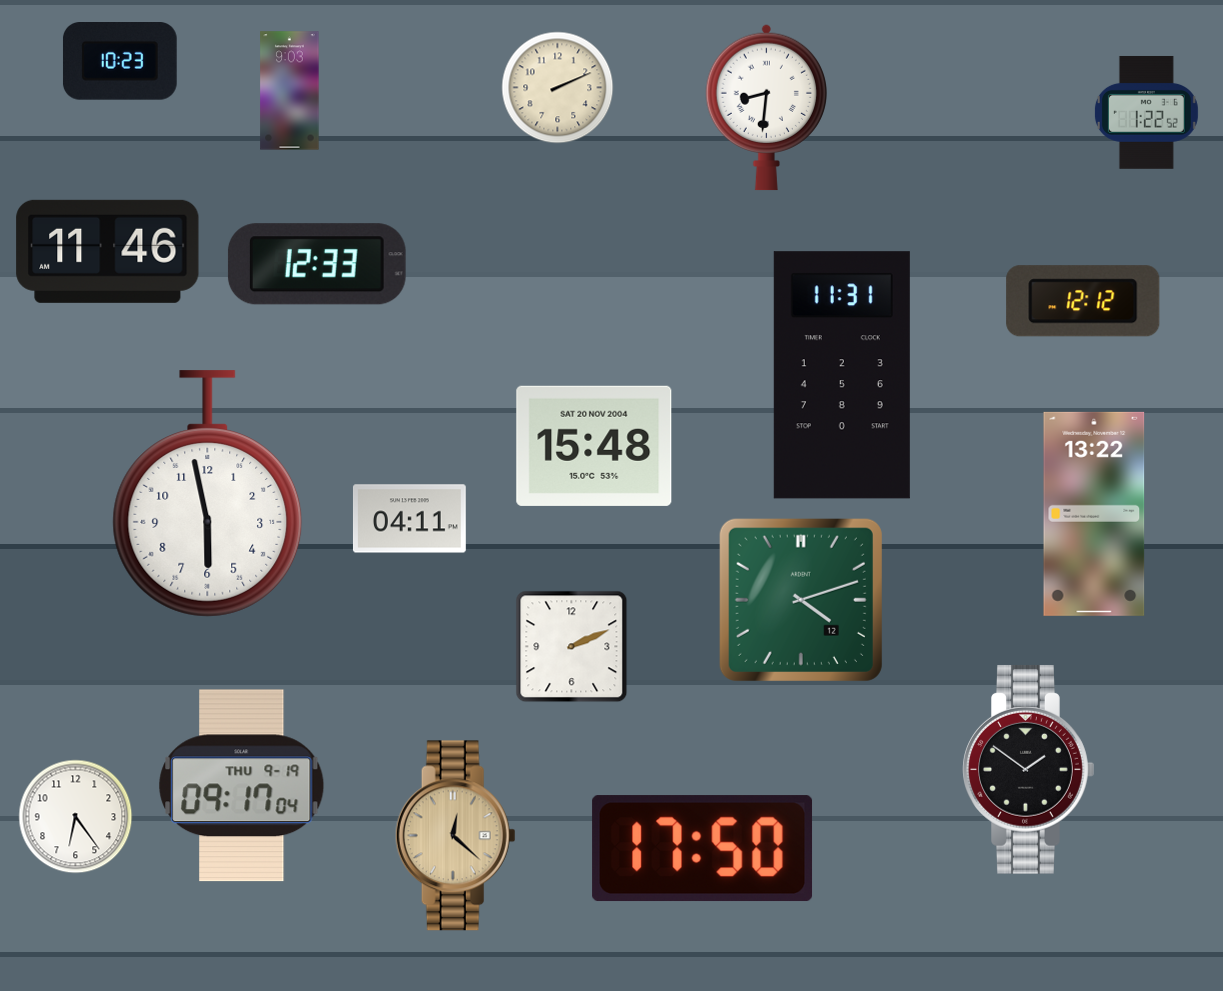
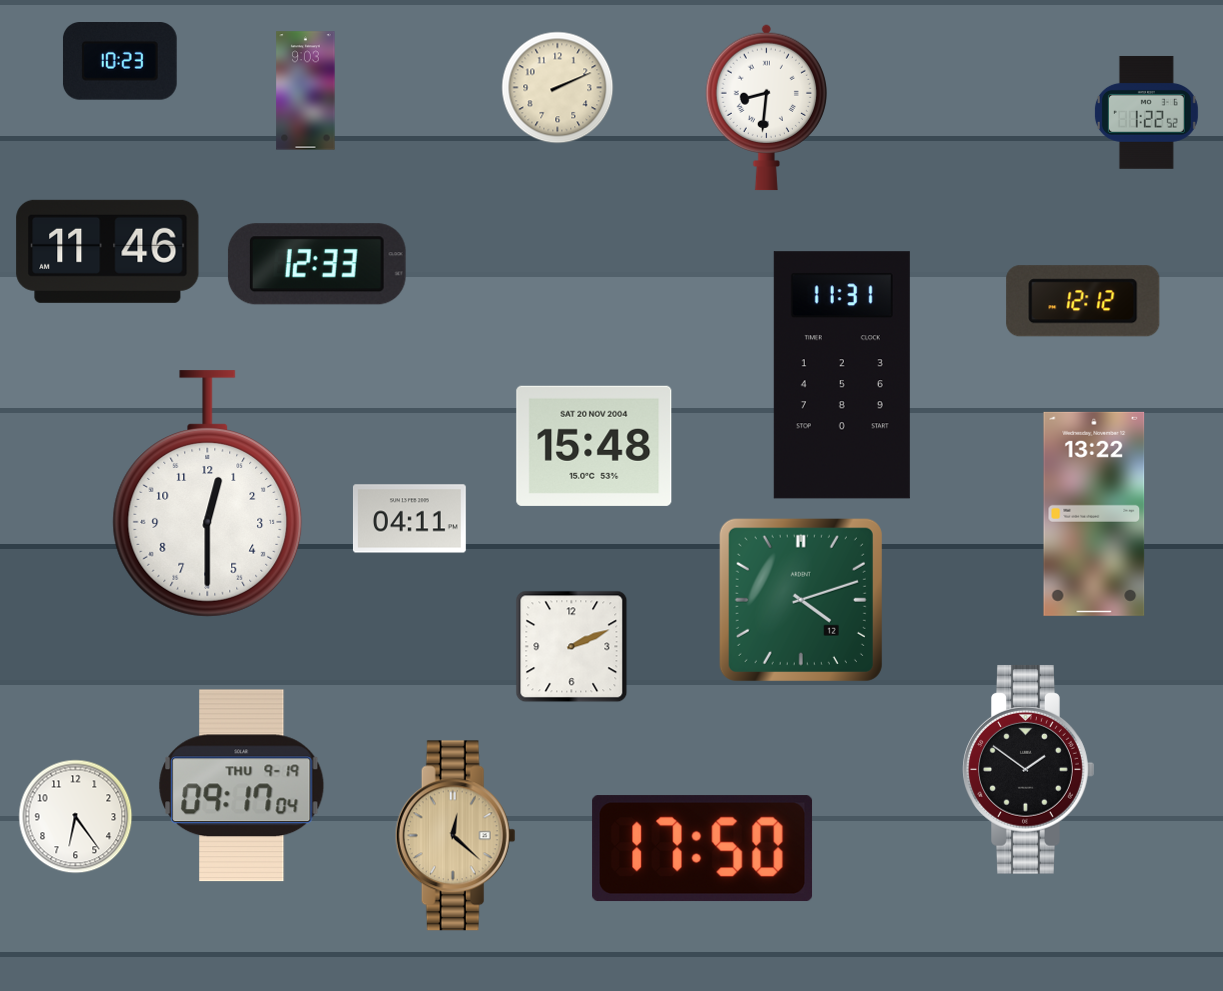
clock at (290, 91) position: (290, 91) -> (306, 91)
clock at (208, 494): 5:58 -> 12:30
